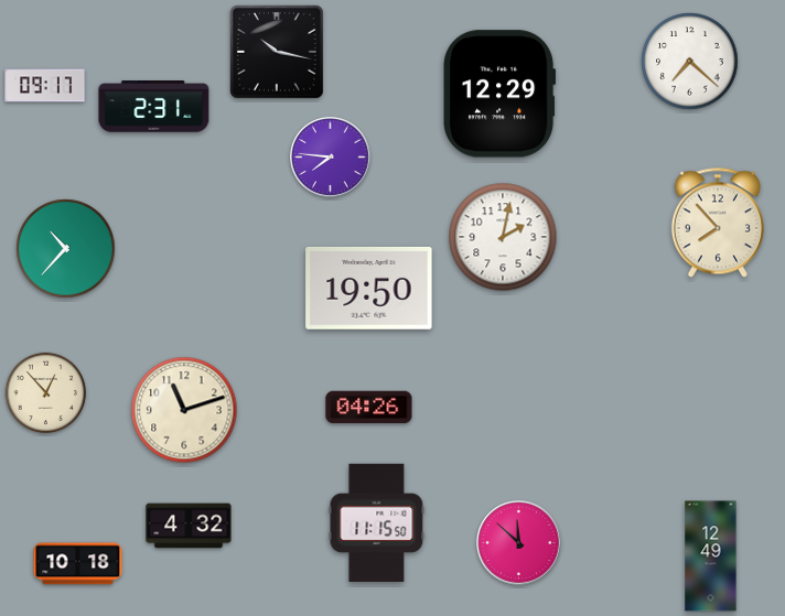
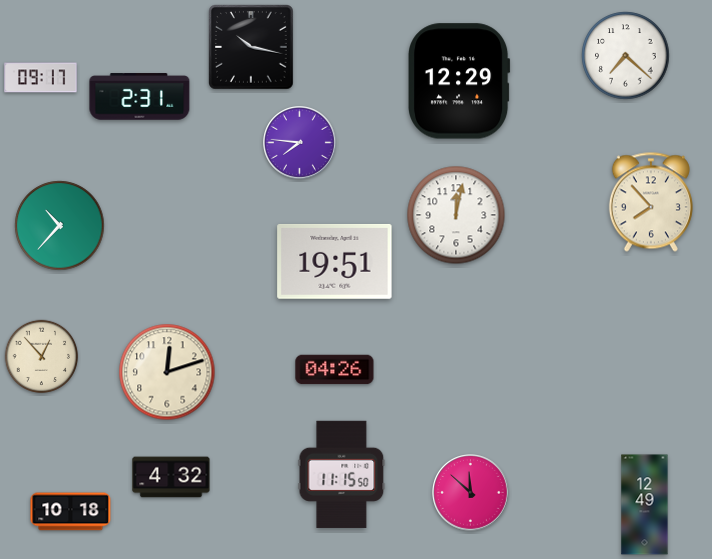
clock at (501, 94) position: (501, 94) -> (460, 81)
clock at (503, 237): 2:02 -> 12:02
clock at (369, 288): 19:50 -> 19:51
clock at (184, 410): 11:12 -> 12:12
